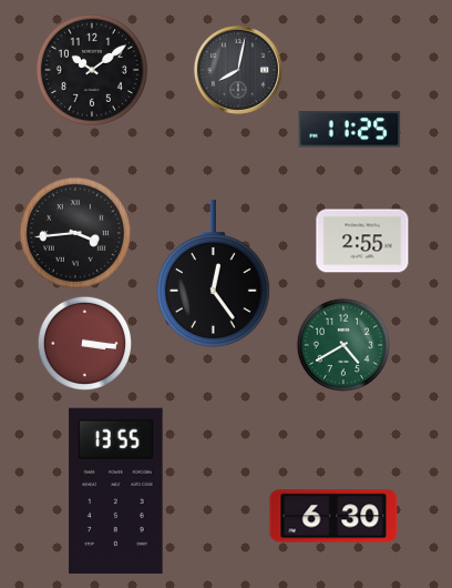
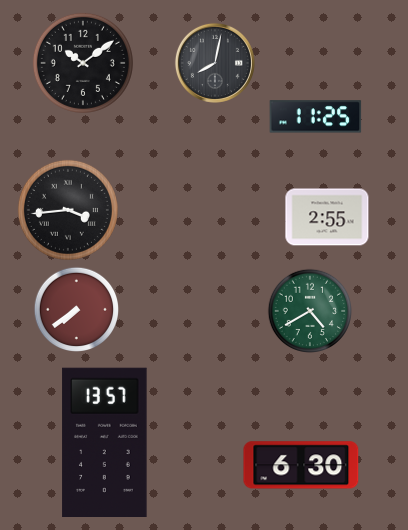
clock at (213, 274): 12:24 -> none
clock at (84, 343): 3:16 -> 7:39
clock at (116, 490): 13:55 -> 13:57
